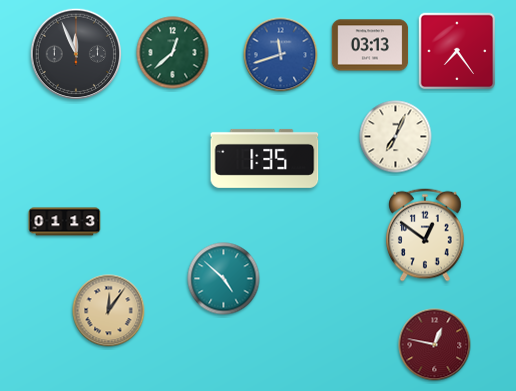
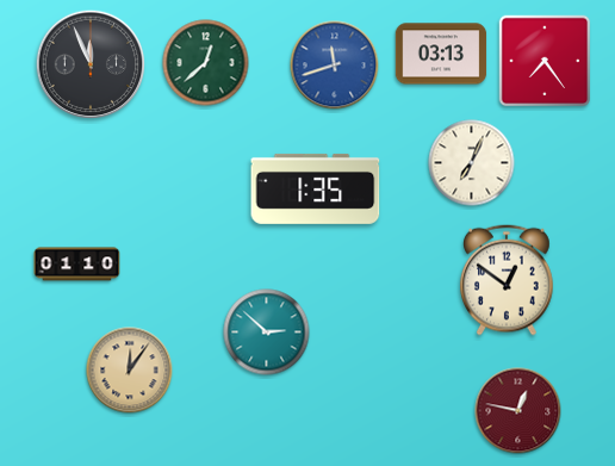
clock at (65, 222): 01:13 -> 01:10
clock at (224, 279): 4:52 -> 2:52
